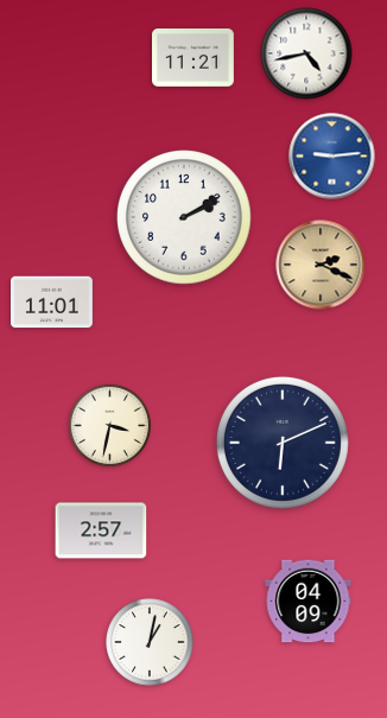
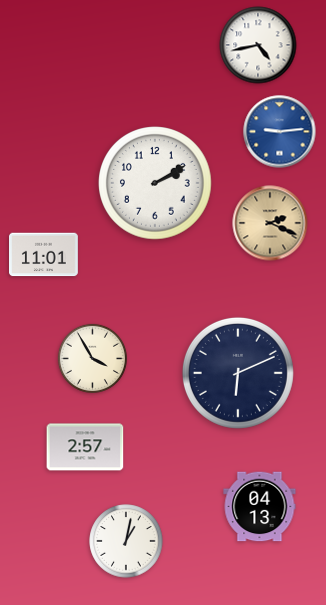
clock at (193, 58): 11:21 -> none
clock at (109, 425): 3:32 -> 3:55
clock at (309, 602): 04:09 -> 04:13
